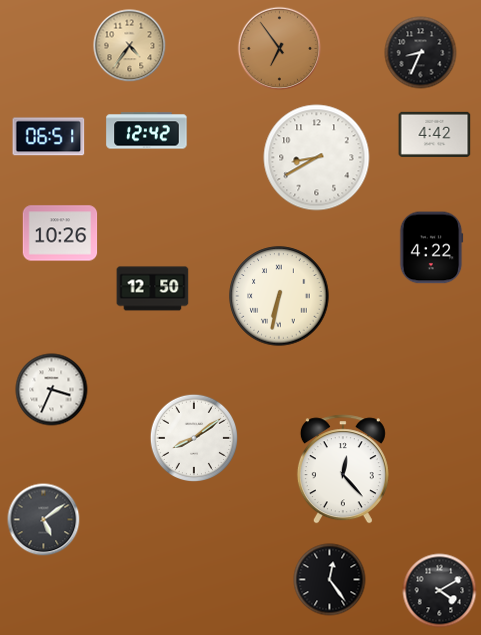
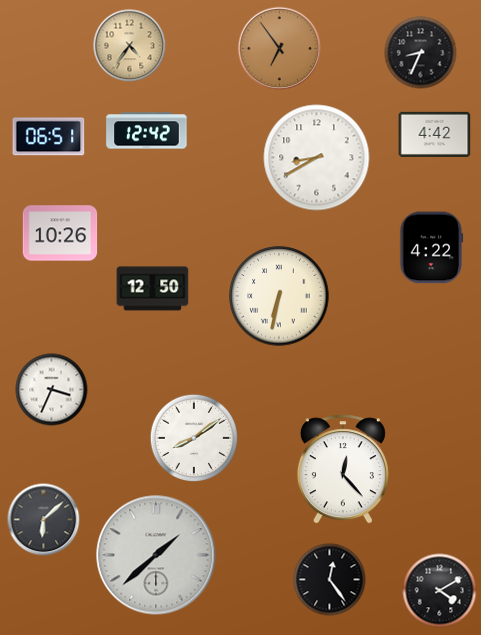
clock at (44, 520): 5:09 -> 6:08
clock at (156, 555): none -> 1:38
